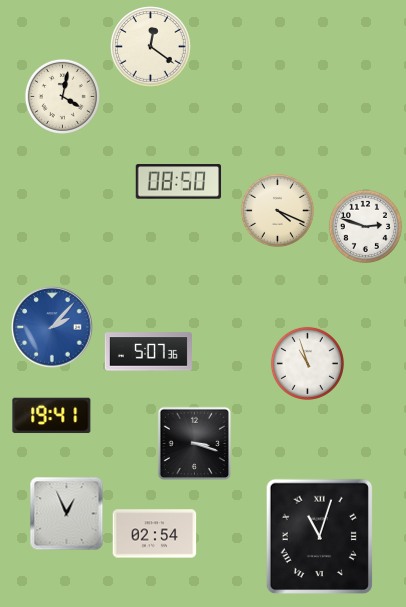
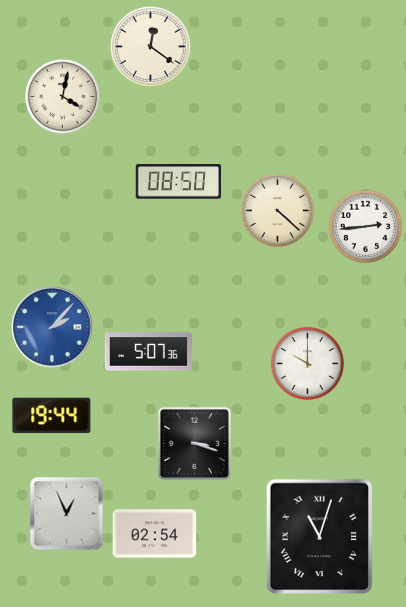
clock at (277, 210): 4:19 -> 4:22
clock at (365, 226): 2:48 -> 2:44
clock at (307, 363): 10:57 -> 10:00
clock at (52, 416): 19:41 -> 19:44
